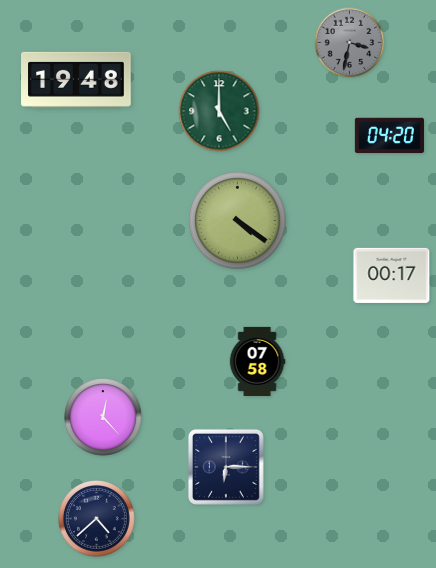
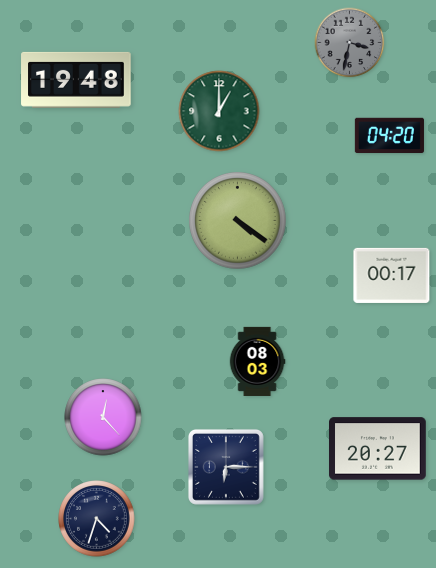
clock at (219, 111): 5:00 -> 1:00
clock at (257, 361): 07:58 -> 08:03
clock at (378, 449): none -> 20:27
clock at (97, 519): 4:38 -> 4:33
